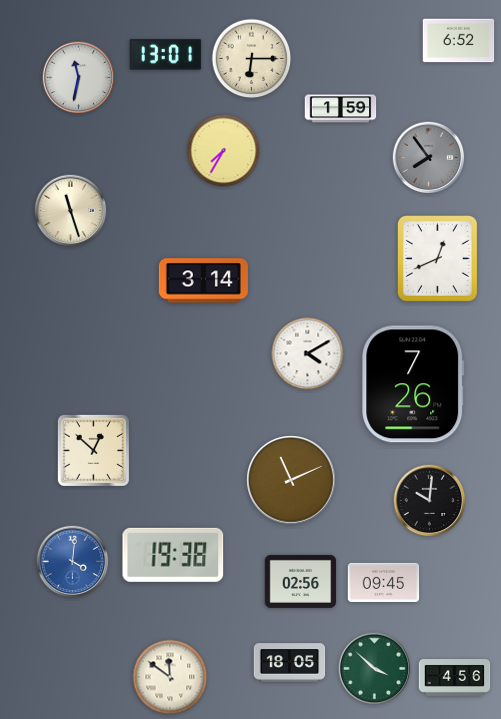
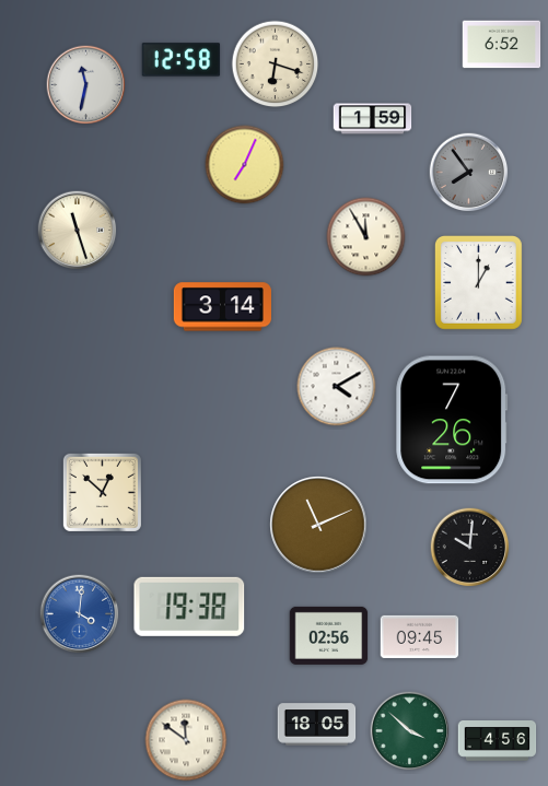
clock at (166, 55): 13:01 -> 12:58
clock at (252, 59): 6:15 -> 6:18
clock at (224, 151): 7:35 -> 7:04
clock at (366, 237): none -> 11:55
clock at (438, 259): 12:41 -> 1:00
